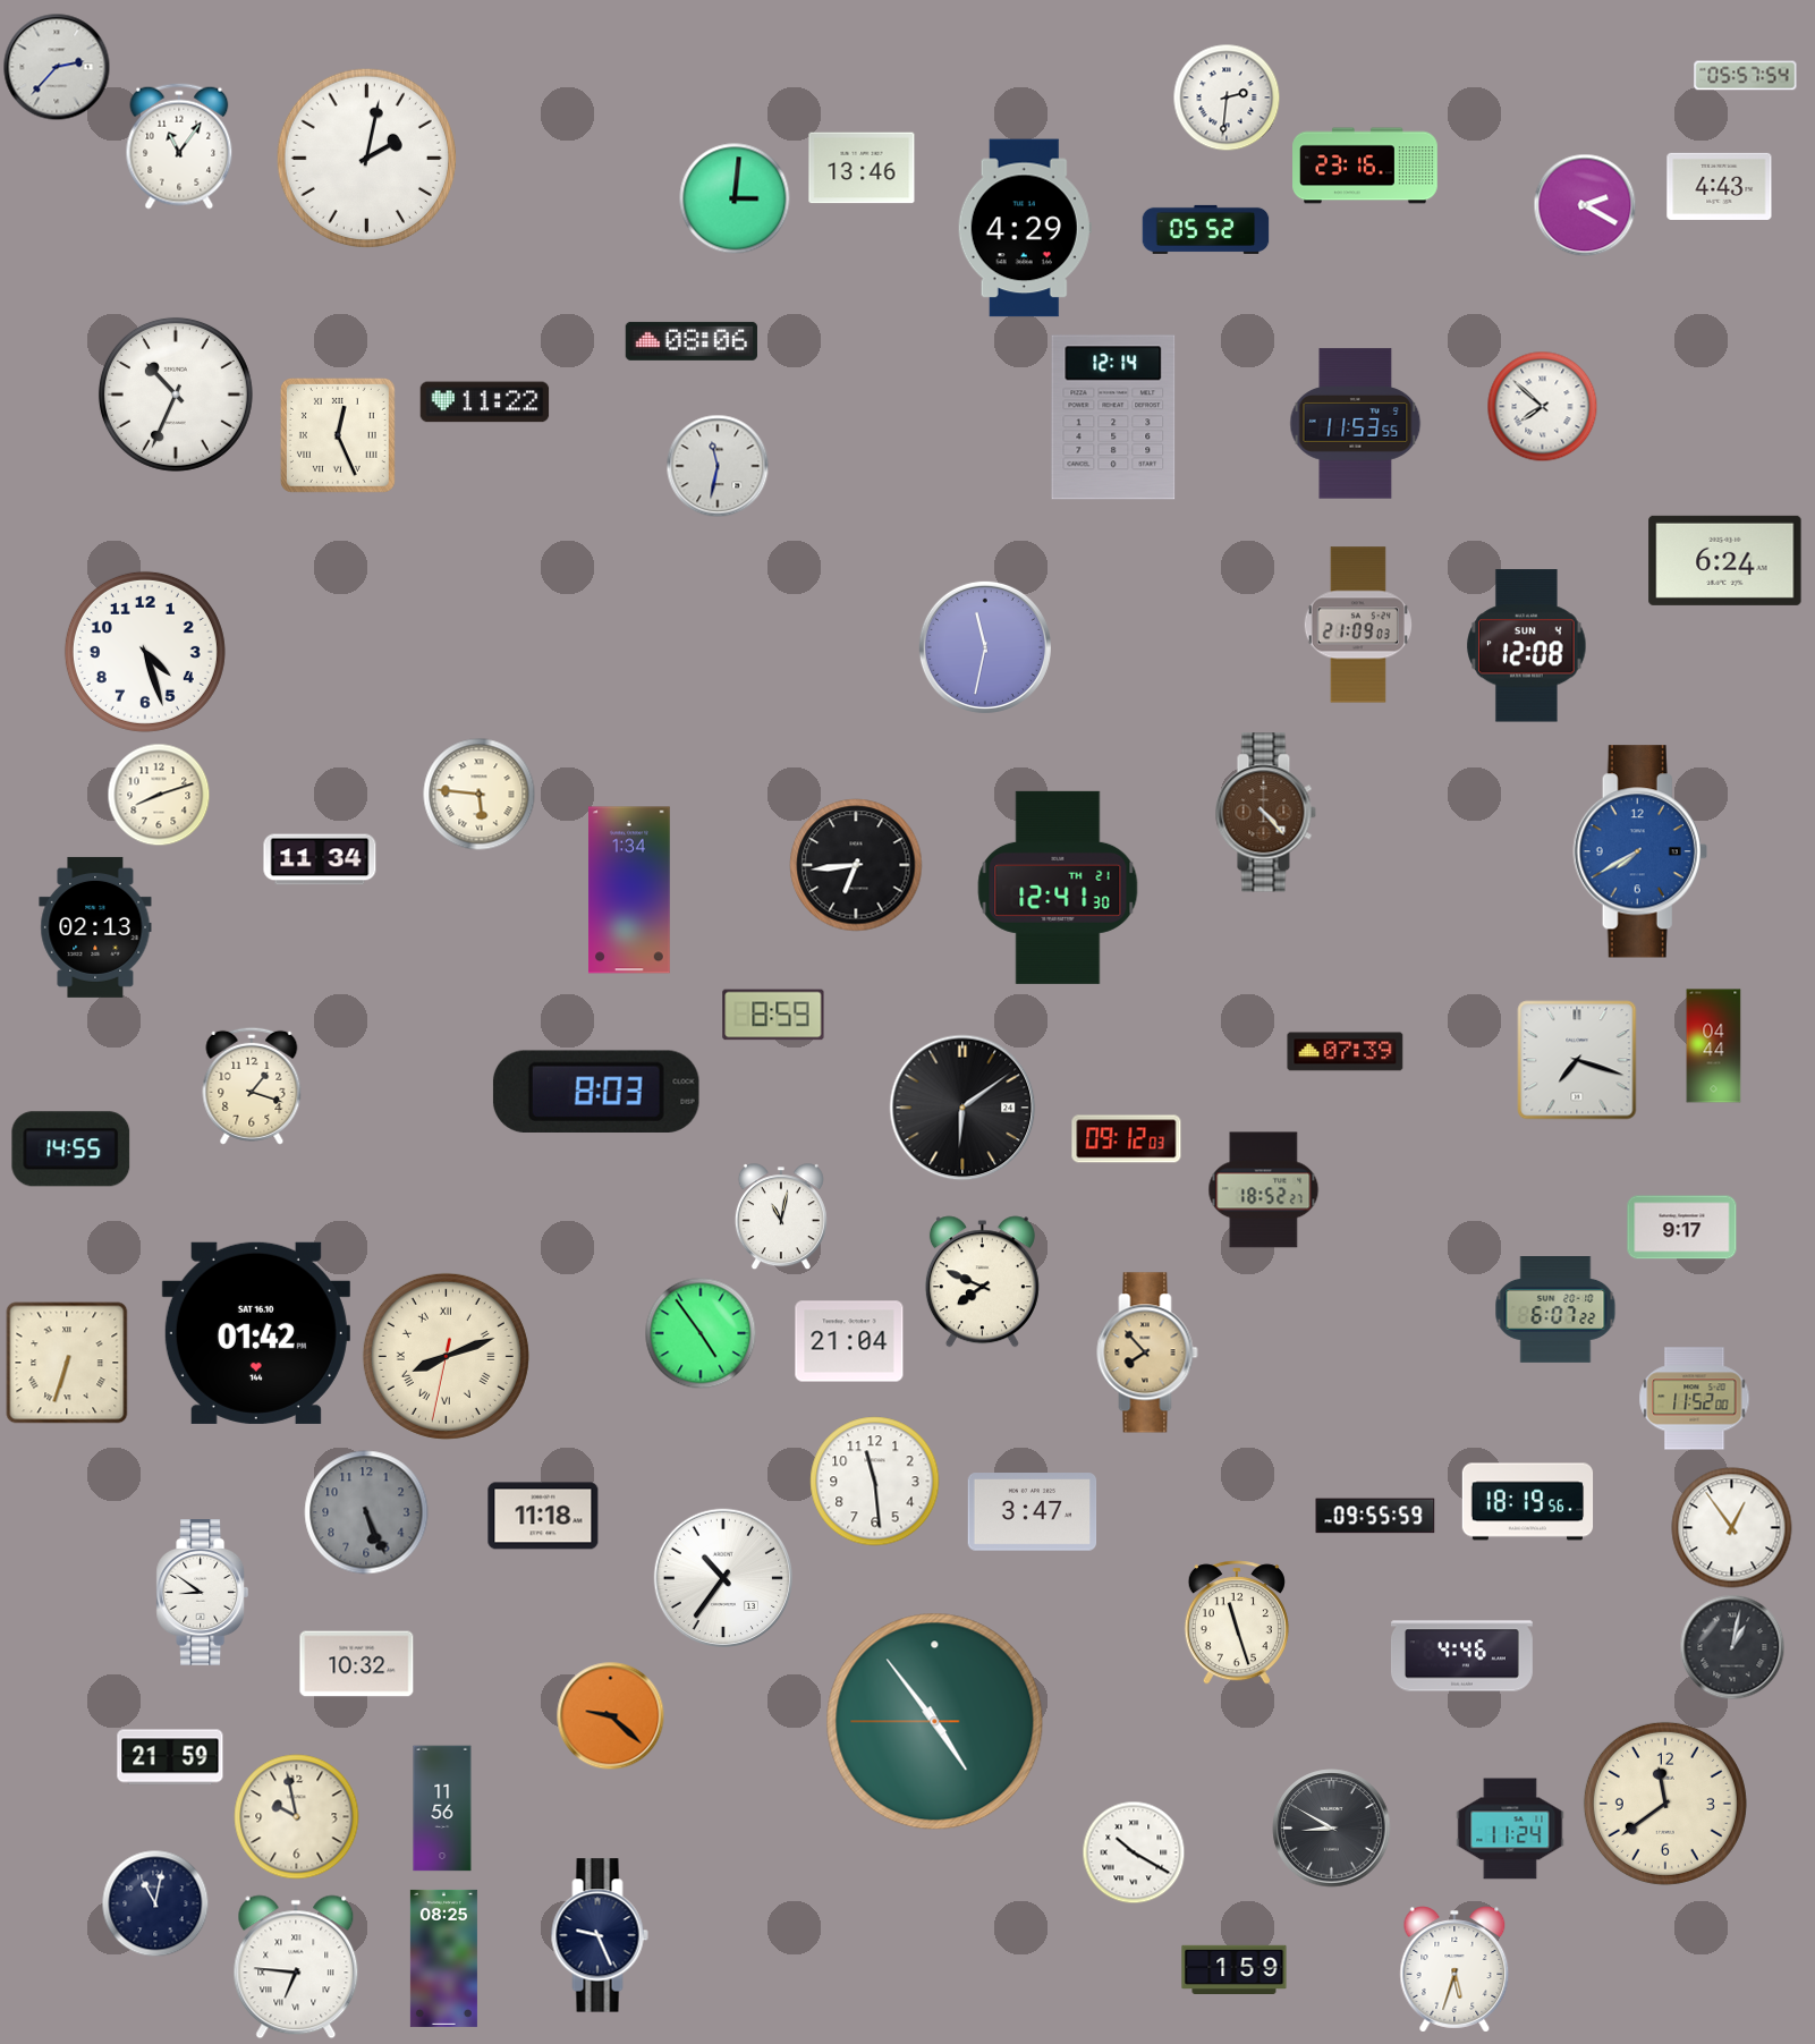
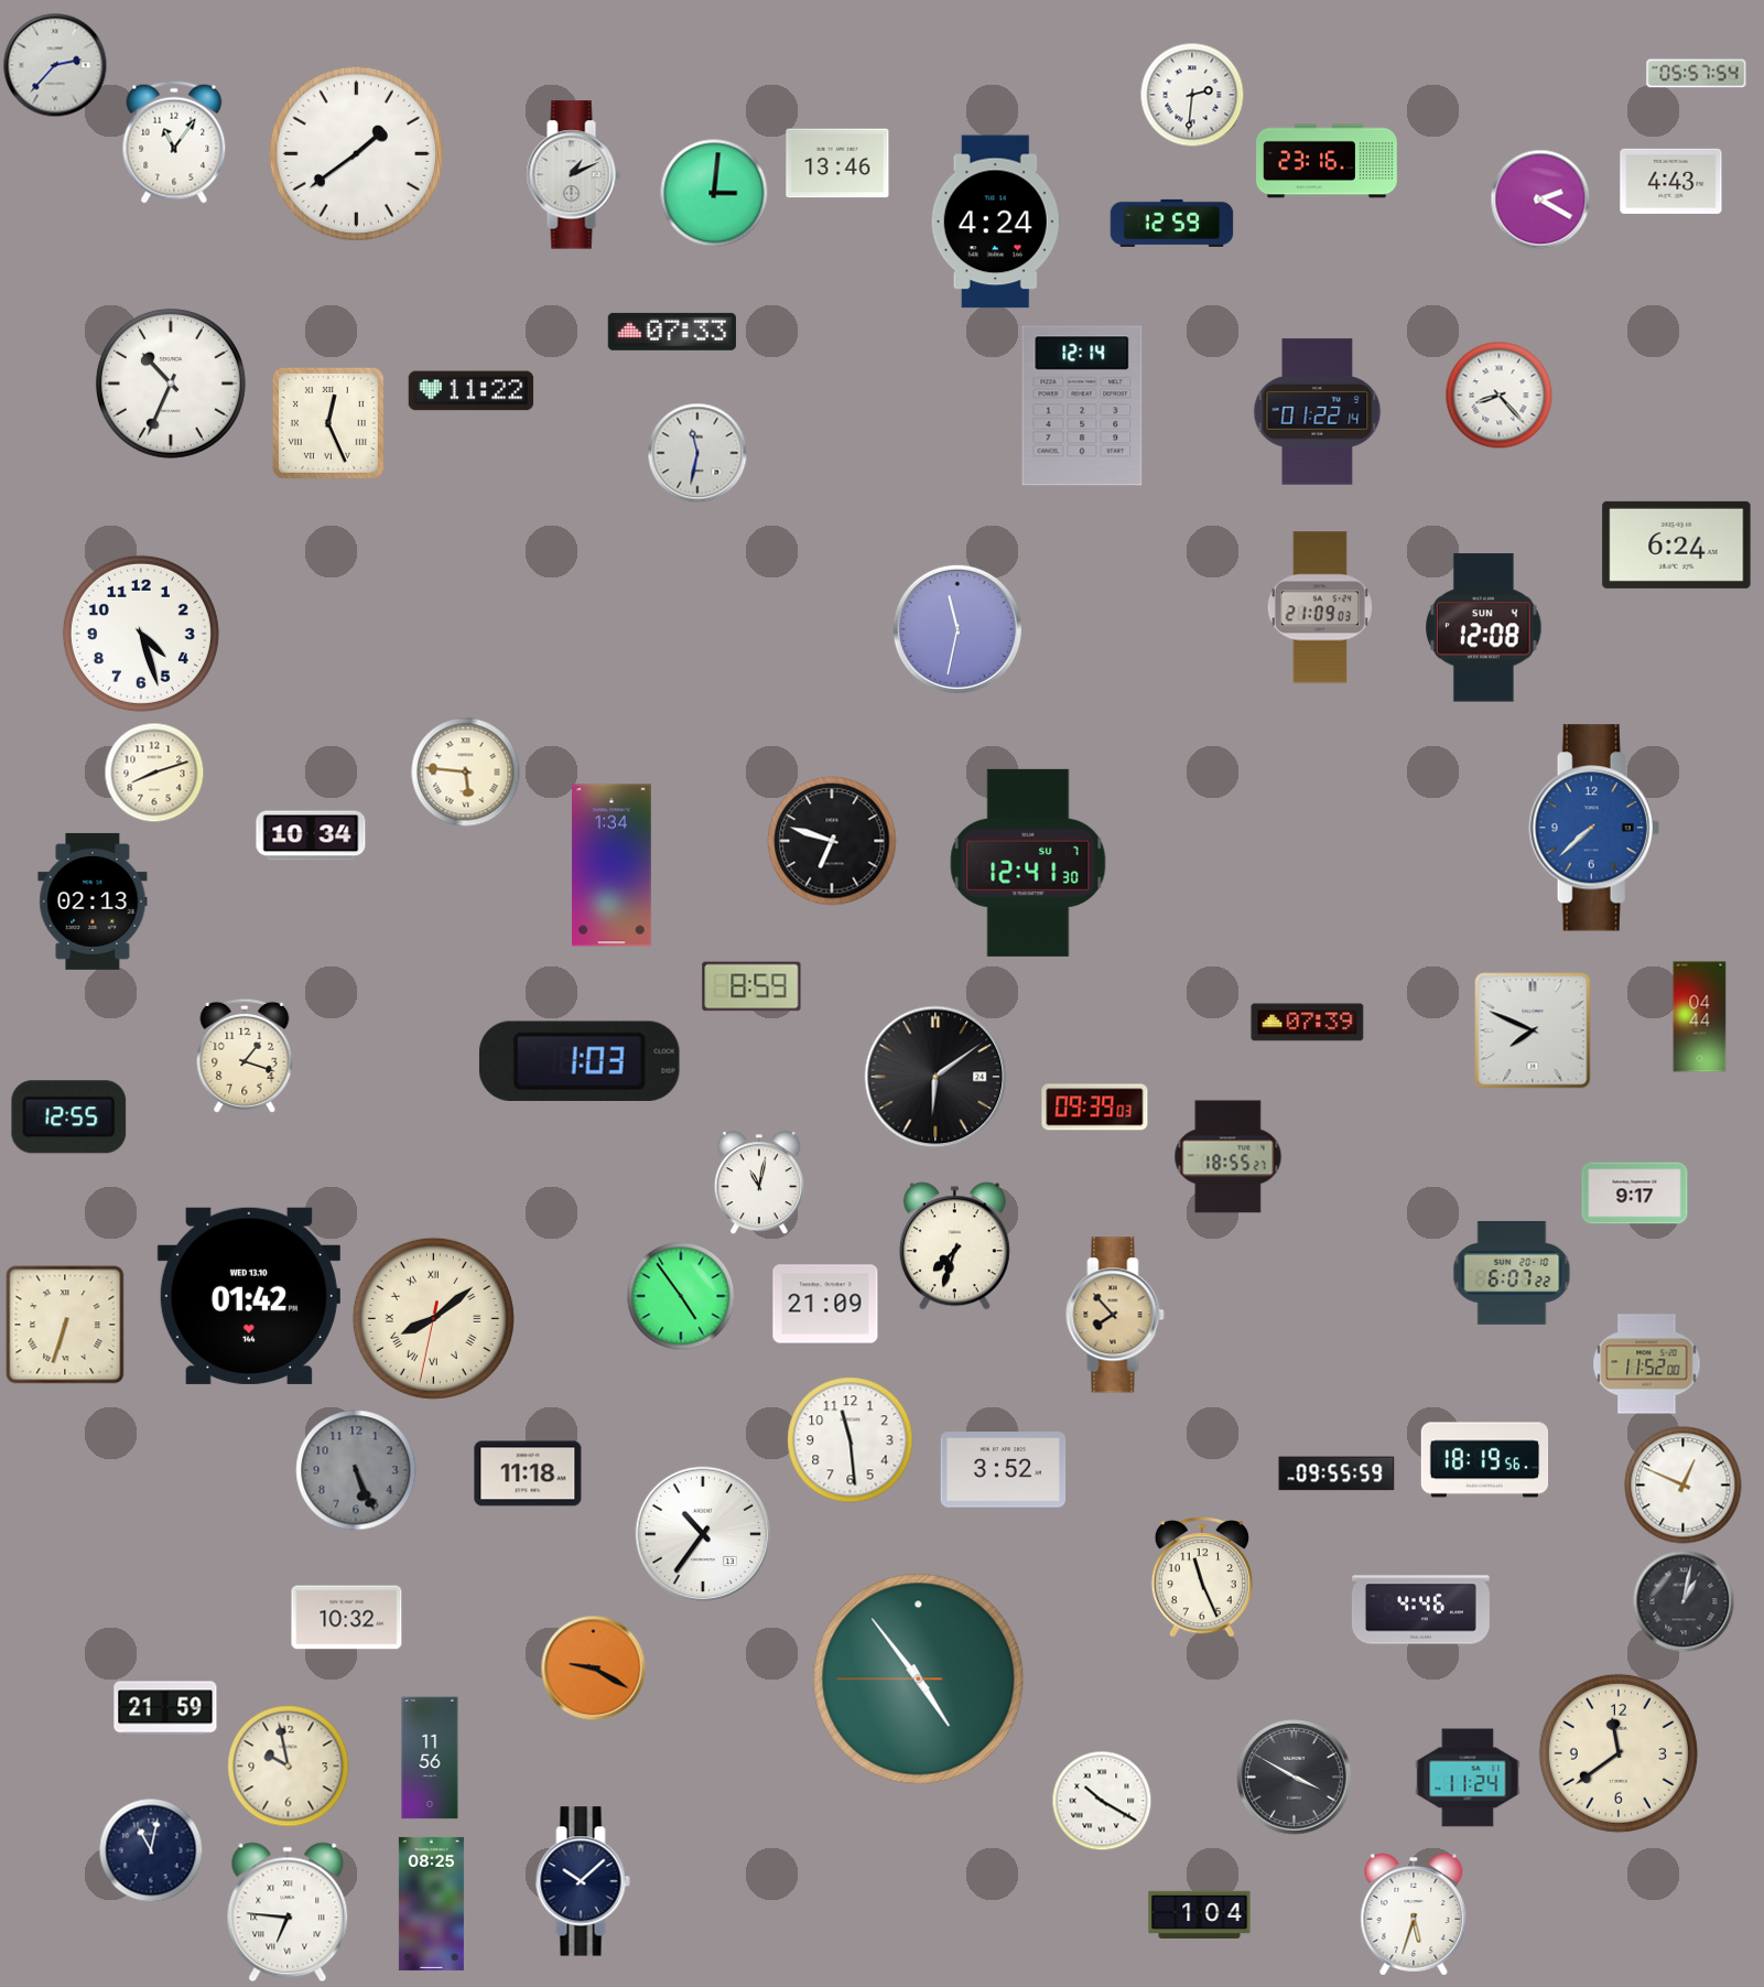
clock at (366, 158): 2:02 -> 1:39
clock at (573, 175): none -> 1:11
clock at (1025, 228): 4:29 -> 4:24
clock at (1206, 229): 05:52 -> 12:59
clock at (692, 341): 08:06 -> 07:33
clock at (1542, 406): 7:52 -> 8:23
clock at (1356, 424): 11:53 -> 01:22
clock at (1265, 813): 4:23 -> none
clock at (1640, 851): 7:40 -> 7:38
clock at (320, 859): 11:34 -> 10:34
clock at (856, 865): 6:44 -> 6:48
clock at (1058, 888) date: TH 21 -> SU 7
clock at (1714, 1046) position: (1714, 1046) -> (1700, 1017)
clock at (1577, 1060): 7:18 -> 7:49
clock at (596, 1092): 8:03 -> 1:03
clock at (1127, 1139): 09:12 -> 09:39
clock at (71, 1150): 14:55 -> 12:55
clock at (1264, 1190): 18:52 -> 18:55
clock at (982, 1282): 7:49 -> 7:33
clock at (256, 1333) date: SAT 16.10 -> WED 13.10
clock at (849, 1341): 21:04 -> 21:09
clock at (446, 1356): 8:11 -> 8:08
clock at (1695, 1399) position: (1695, 1399) -> (1647, 1364)
clock at (1033, 1512): 3:47 -> 3:52
clock at (1732, 1528): 12:54 -> 12:49
clock at (202, 1593): 8:51 -> none
clock at (1237, 1622): 11:27 -> 11:26
clock at (610, 1715): 9:22 -> 9:20
clock at (935, 1722) position: (935, 1722) -> (919, 1680)
clock at (1332, 1829): 8:50 -> 3:50
clock at (600, 1935): 9:26 -> 10:08
clock at (1235, 1969): 1:59 -> 1:04
